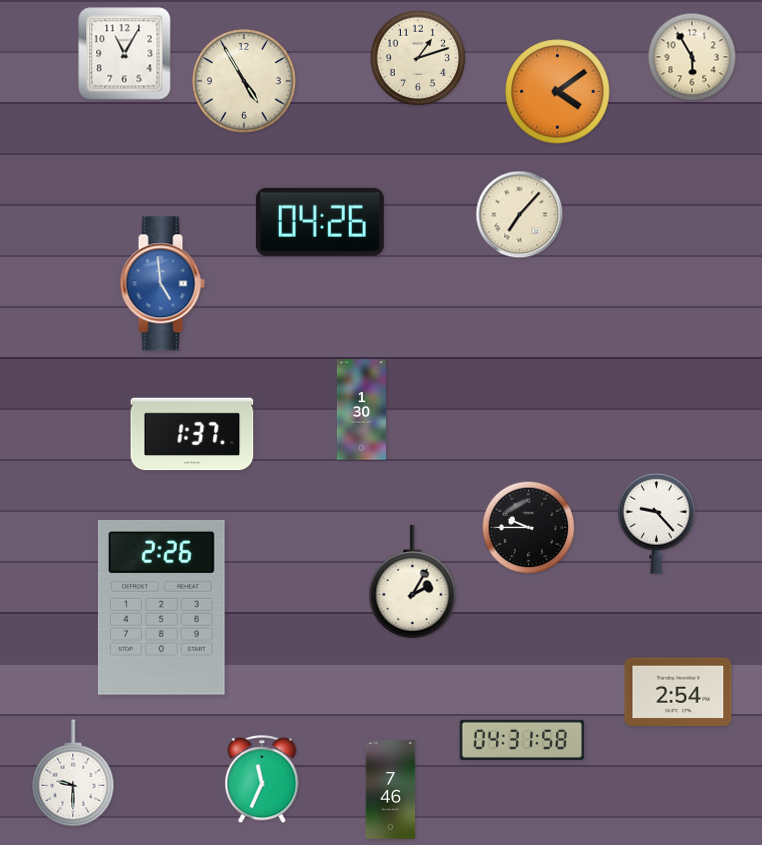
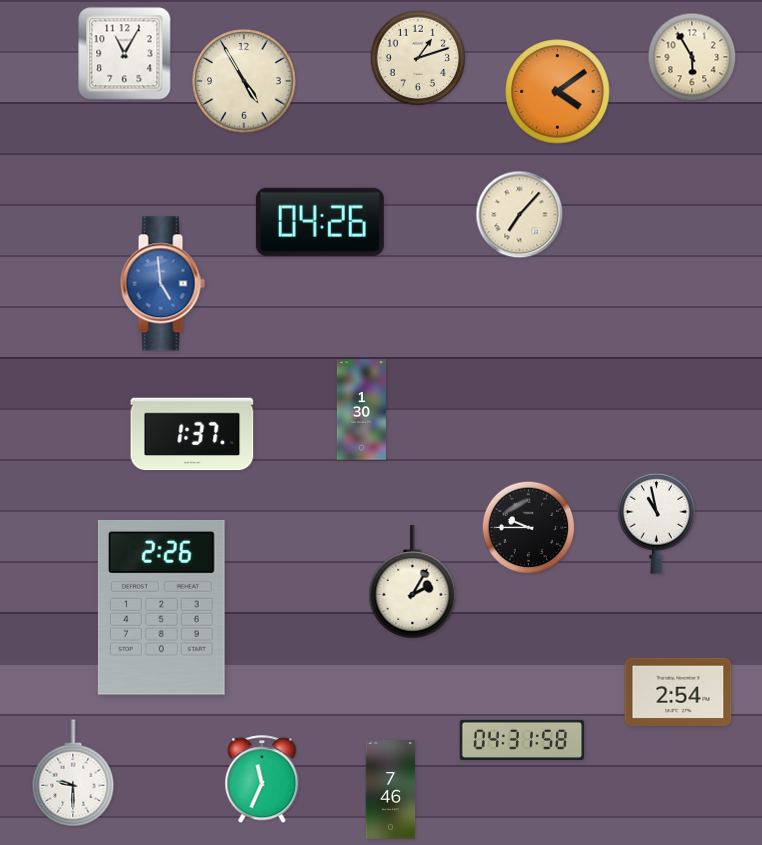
clock at (656, 523): 9:23 -> 10:58
